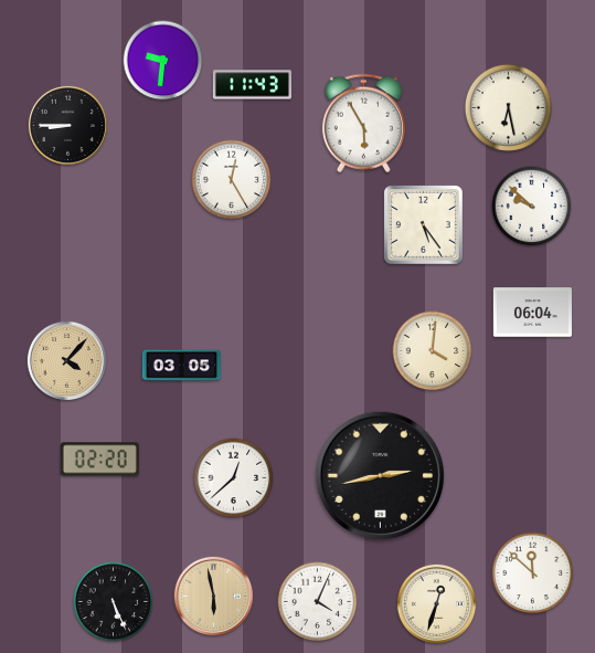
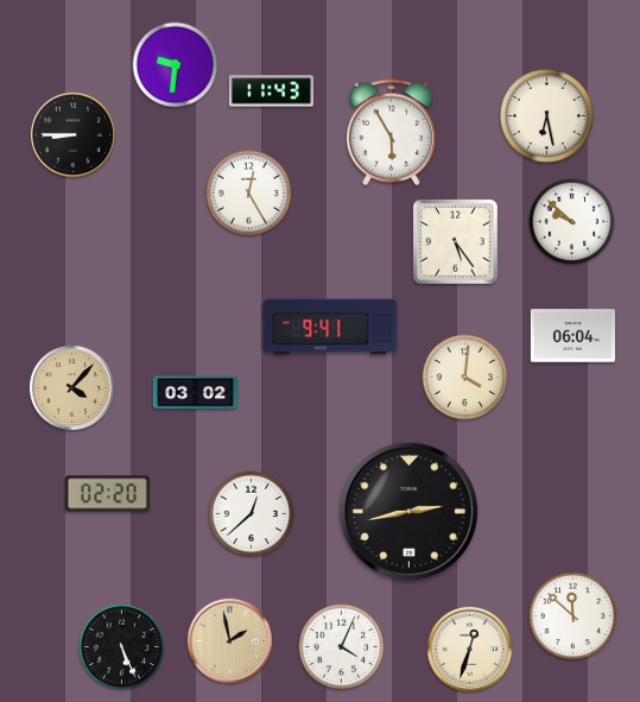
clock at (330, 327): none -> 9:41
clock at (181, 366): 03:05 -> 03:02
clock at (213, 596): 5:58 -> 1:58
